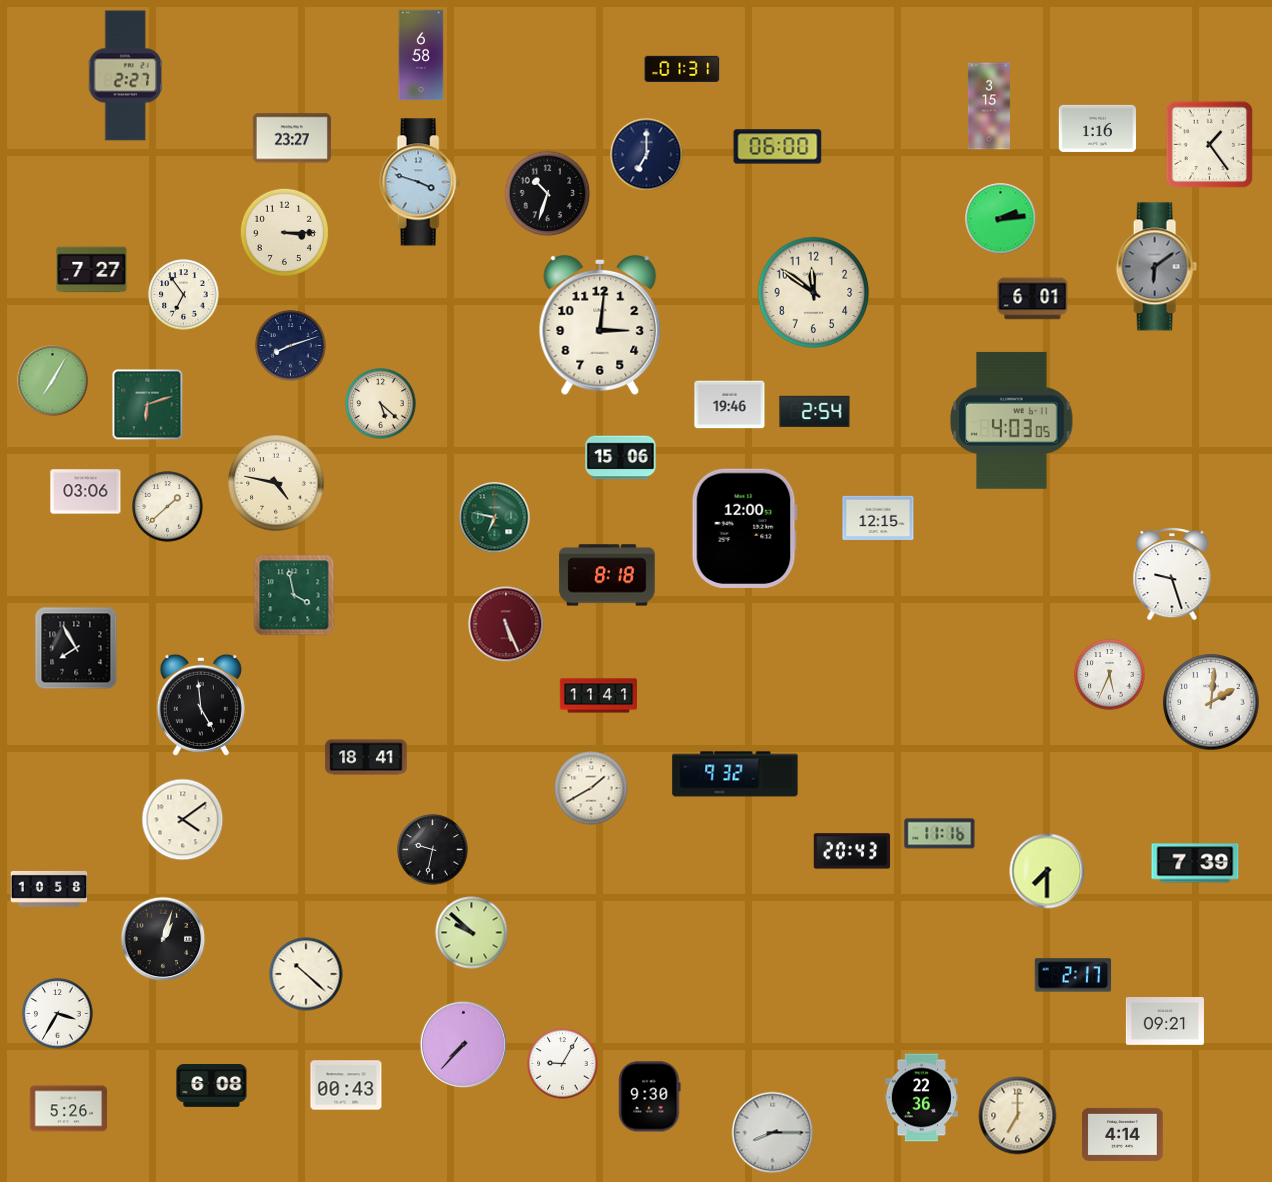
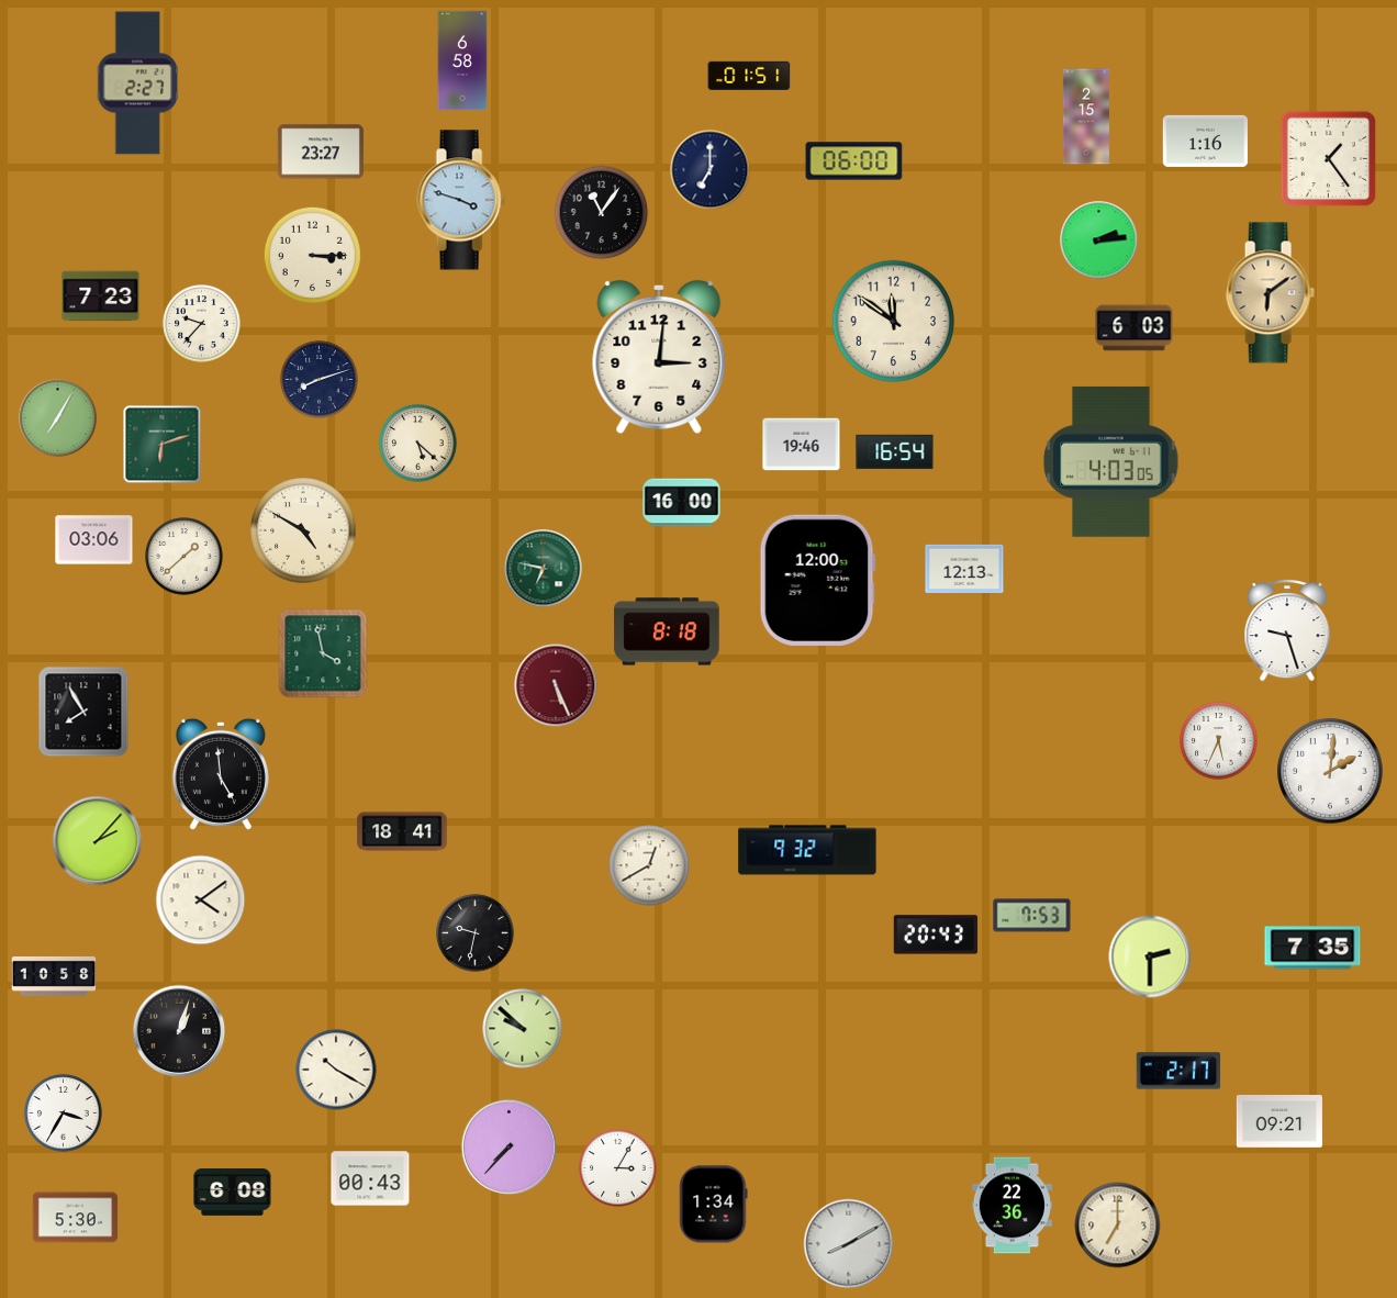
clock at (682, 69): 01:31 -> 01:51
clock at (989, 106): 3:15 -> 2:15
clock at (548, 194): 10:33 -> 11:06
clock at (1156, 267) dial: grey -> champagne
clock at (92, 270): 7:27 -> 7:23
clock at (184, 295): 6:54 -> 9:37
clock at (1033, 299): 6:01 -> 6:03
clock at (815, 412): 2:54 -> 16:54
clock at (621, 458): 15:06 -> 16:00
clock at (276, 483): 4:47 -> 4:50
clock at (878, 517): 12:15 -> 12:13
clock at (599, 696): 11:41 -> none
clock at (98, 841): none -> 2:07
clock at (591, 788): 1:40 -> 12:40
clock at (940, 834): 11:16 -> 7:53
clock at (1195, 863): 7:39 -> 7:35
clock at (1047, 871): 7:30 -> 2:30
clock at (472, 933) position: (472, 933) -> (523, 1029)
clock at (306, 974): 10:22 -> 10:20
clock at (563, 1064): 9:05 -> 3:05
clock at (346, 1085) position: (346, 1085) -> (370, 1178)
clock at (650, 1097): 9:30 -> 1:34
clock at (68, 1109): 5:26 -> 5:30
clock at (773, 1133): 8:15 -> 8:10
clock at (1123, 1134): 4:14 -> none
